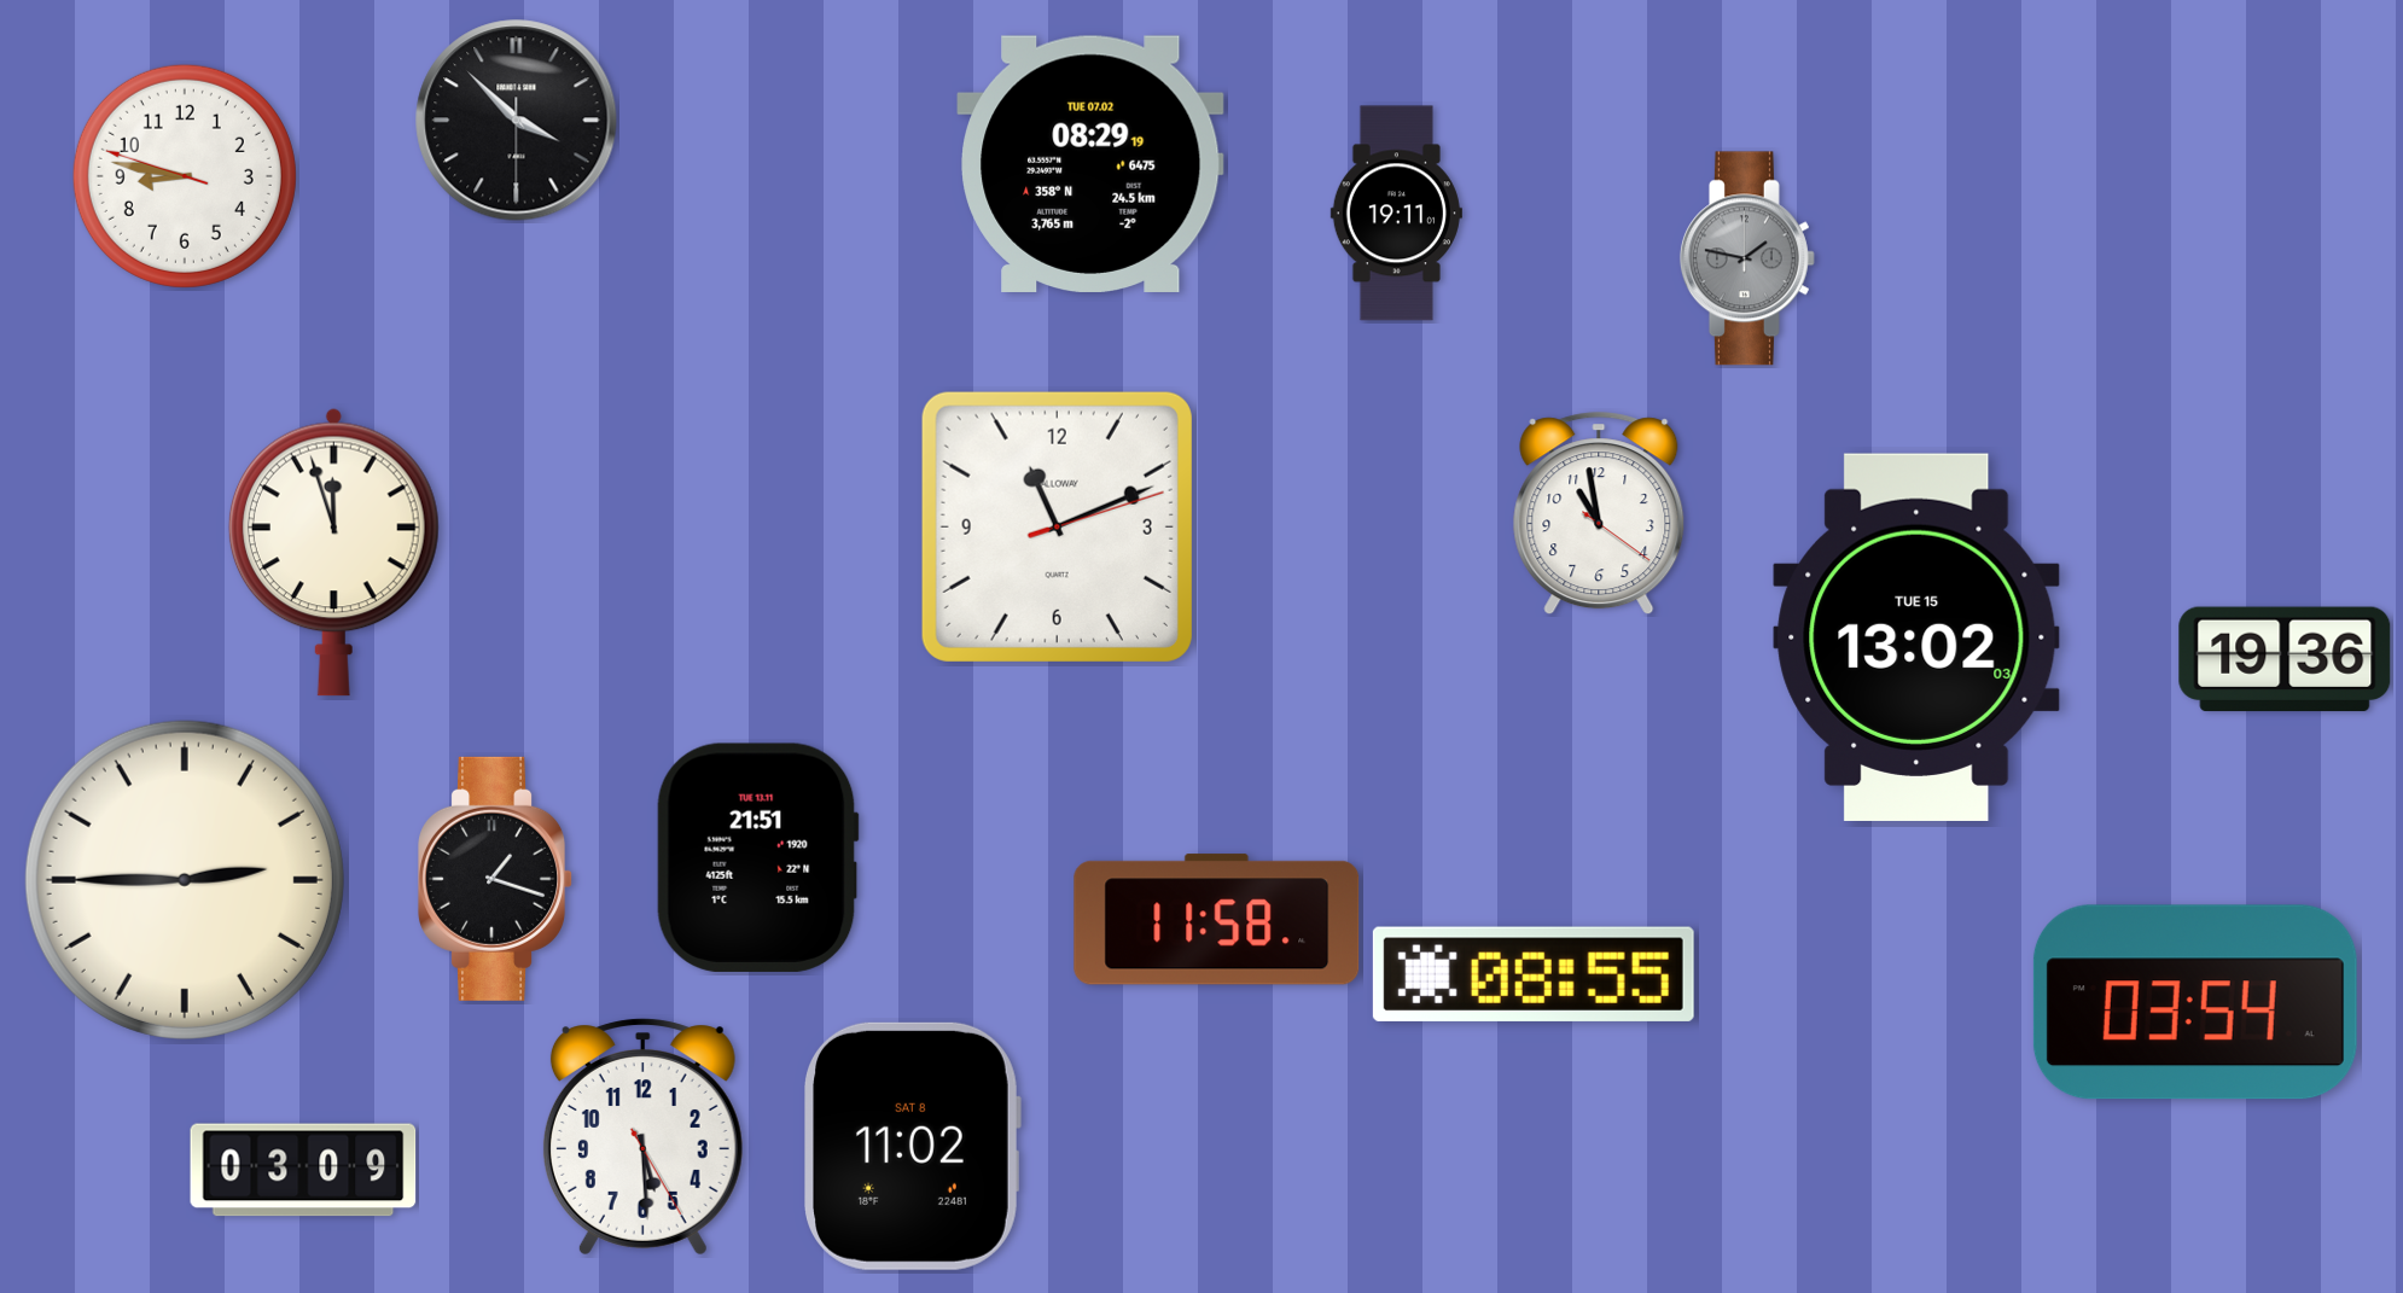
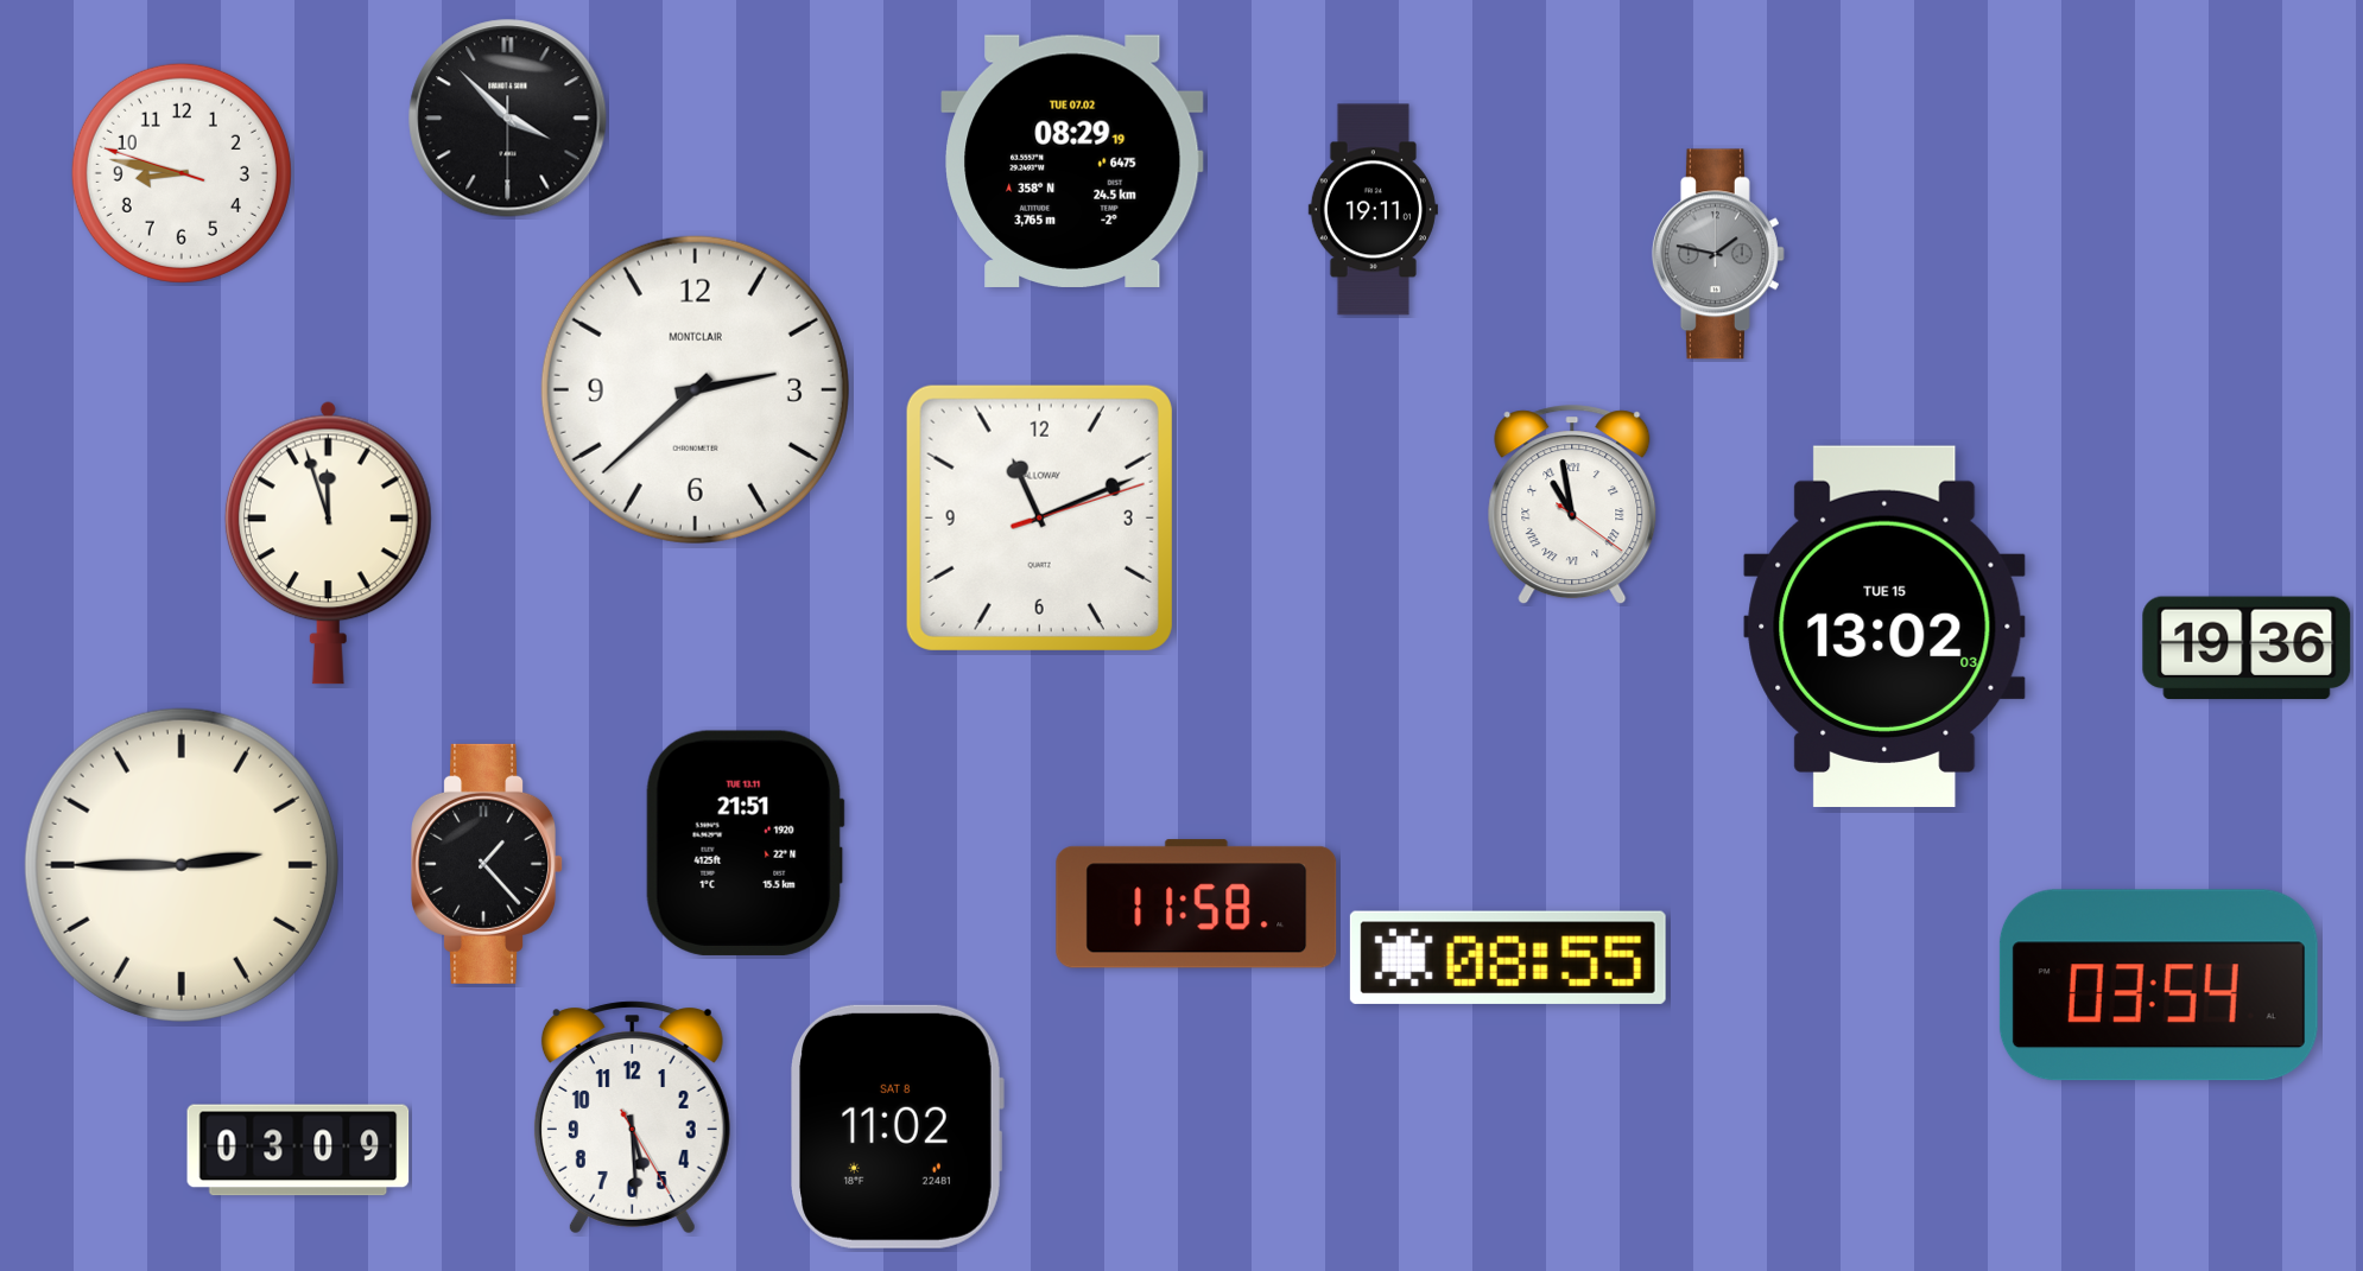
clock at (695, 389): none -> 2:38
clock at (1599, 514) numerals: Arabic -> Roman
clock at (496, 879): 1:18 -> 1:23
